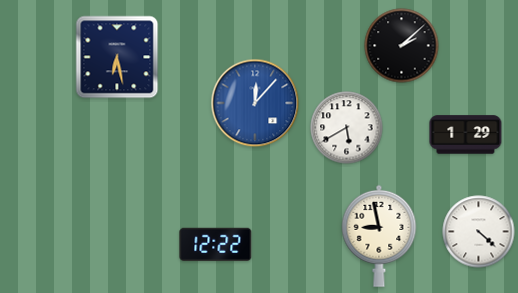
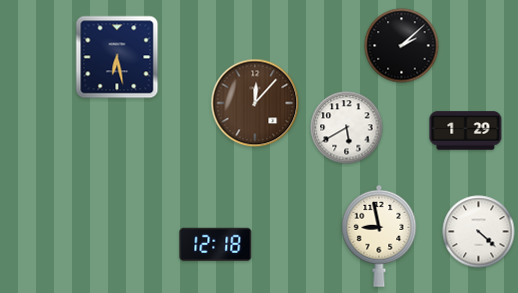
clock at (255, 103) dial: blue -> brown
clock at (466, 135) position: (466, 135) -> (466, 131)
clock at (216, 244): 12:22 -> 12:18
